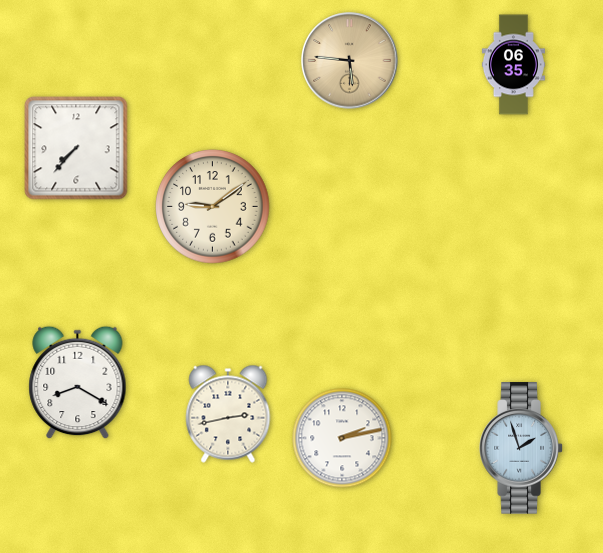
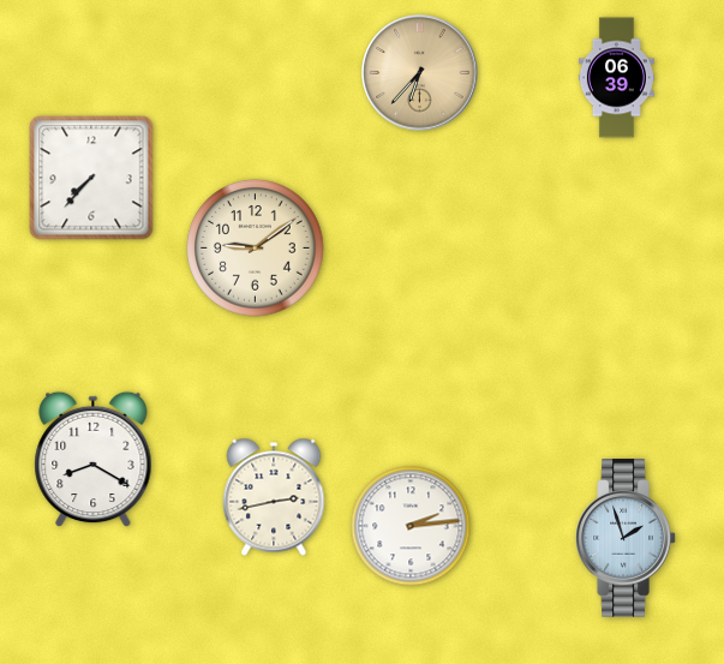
clock at (350, 61): 5:46 -> 6:37
clock at (513, 65): 06:35 -> 06:39
clock at (342, 438): 2:13 -> 2:14
